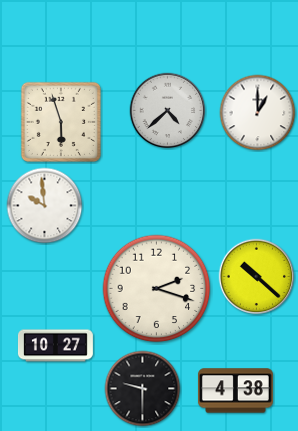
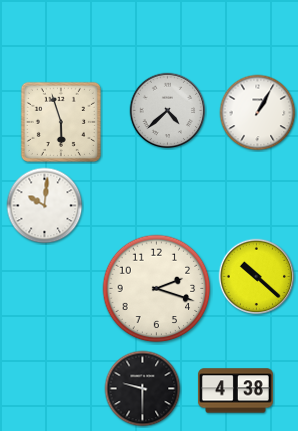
clock at (258, 113): 1:00 -> 1:05
clock at (45, 206): 9:59 -> 10:01
clock at (55, 346): 10:27 -> none
